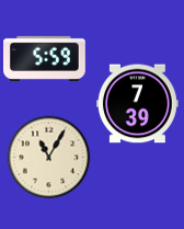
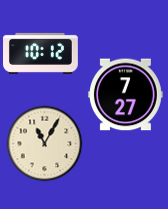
clock at (45, 58): 5:59 -> 10:12
clock at (137, 104): 7:39 -> 7:27
